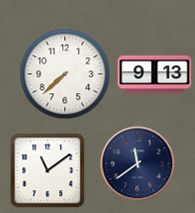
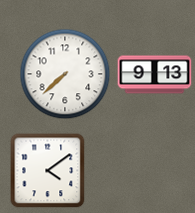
clock at (138, 164): 11:39 -> none
clock at (48, 171): 11:09 -> 4:09
